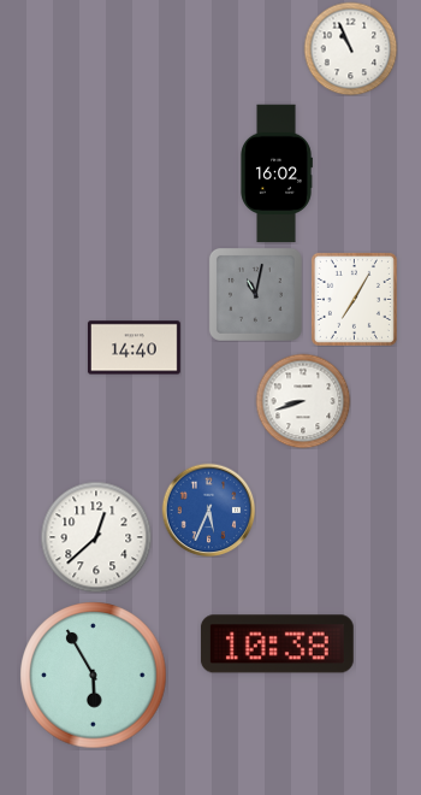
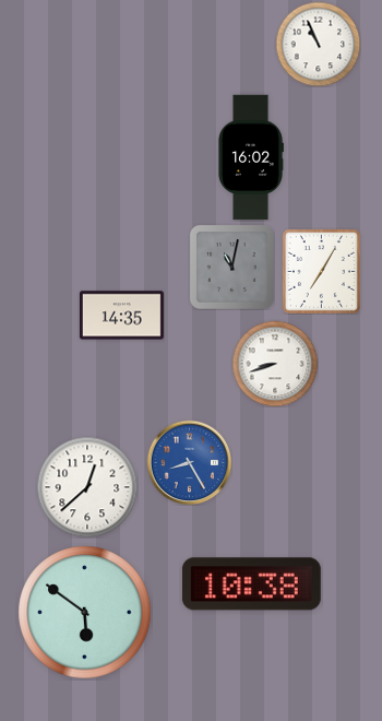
clock at (134, 348): 14:40 -> 14:35
clock at (208, 510): 5:34 -> 8:25
clock at (94, 676): 5:55 -> 5:51
